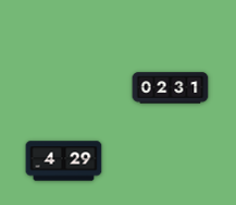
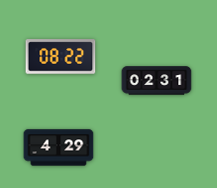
clock at (61, 57): none -> 08:22
